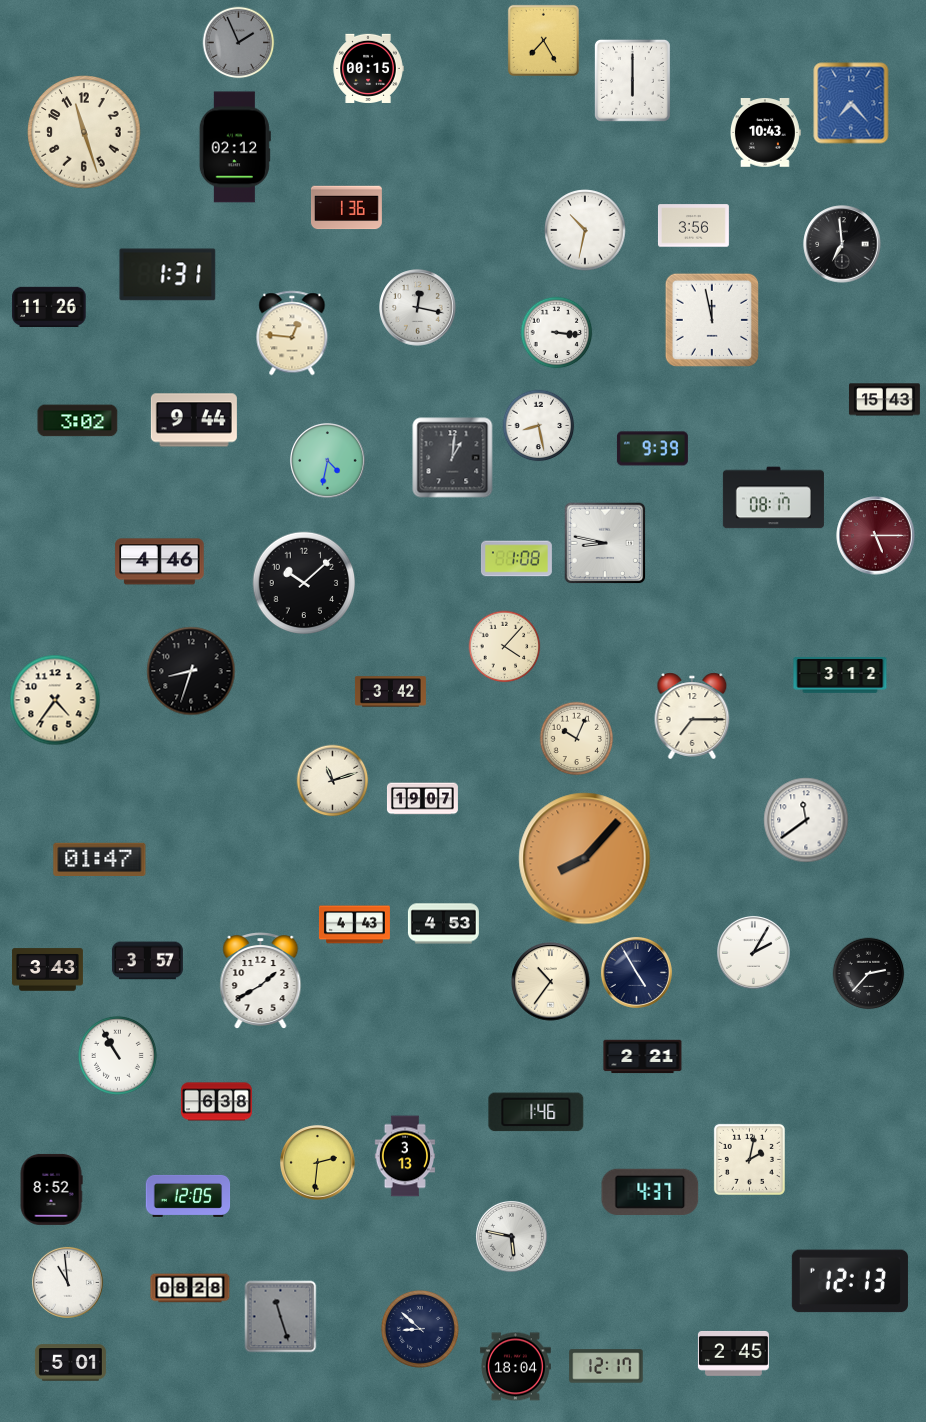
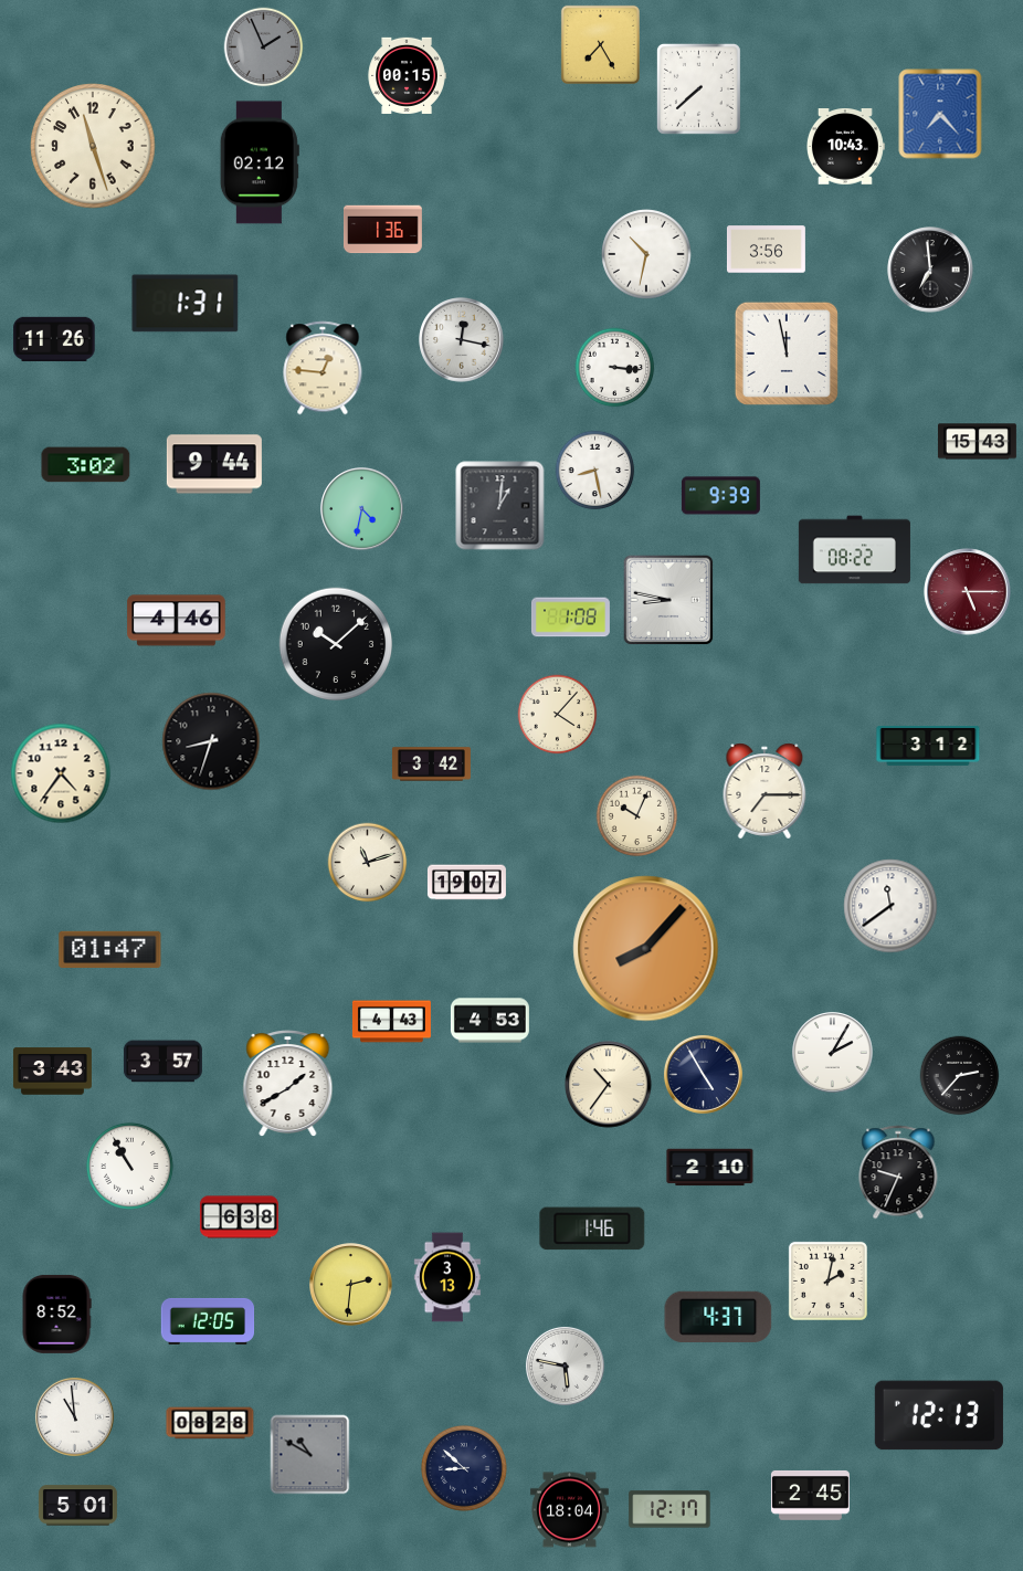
clock at (632, 80): 6:00 -> 7:38
clock at (773, 498): 08:17 -> 08:22
clock at (643, 1057): 2:21 -> 2:10
clock at (898, 1172): none -> 9:34
clock at (281, 1317): 11:27 -> 10:50
